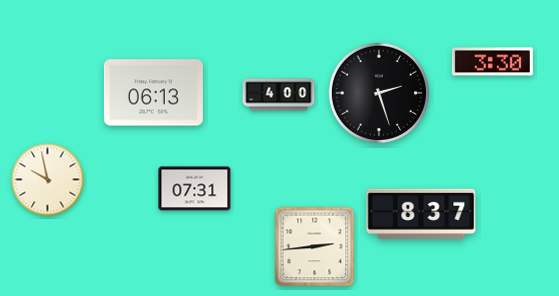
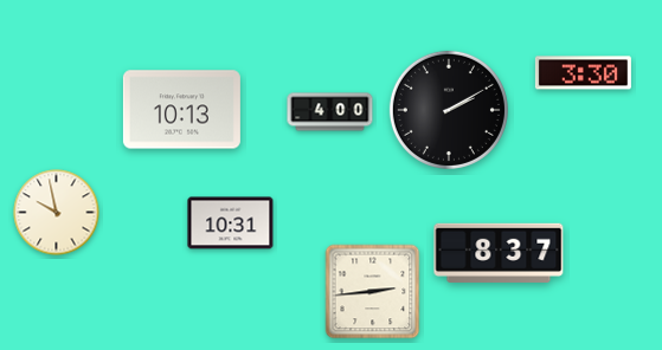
clock at (153, 93): 06:13 -> 10:13
clock at (379, 93): 2:27 -> 2:10
clock at (195, 189): 07:31 -> 10:31
